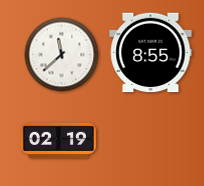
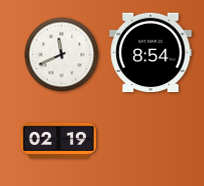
clock at (151, 53): 8:55 -> 8:54
clock at (62, 55): 11:38 -> 11:41
